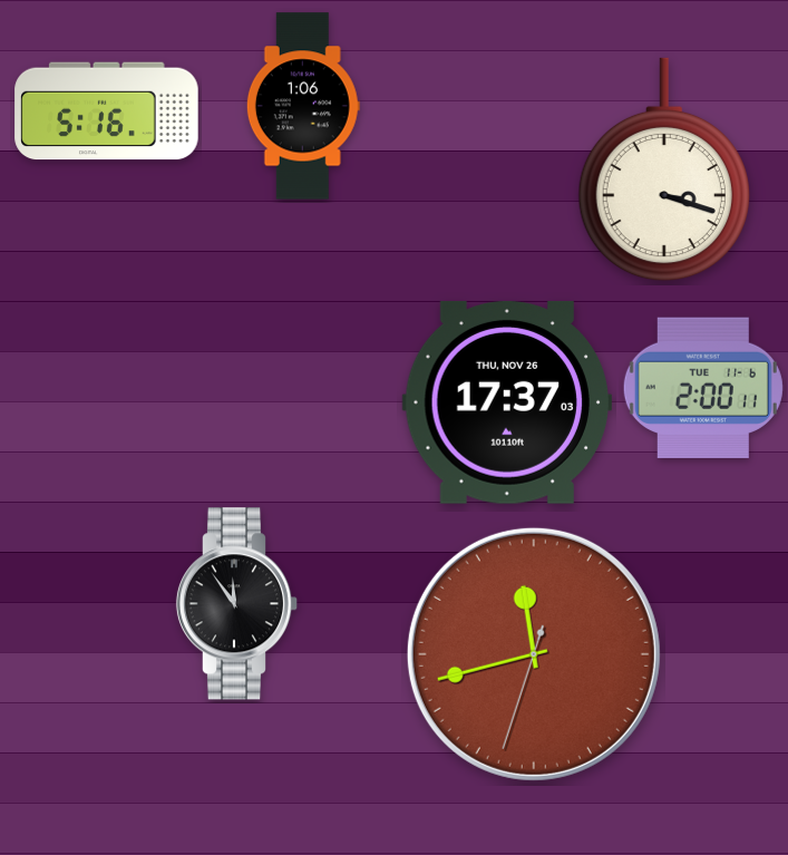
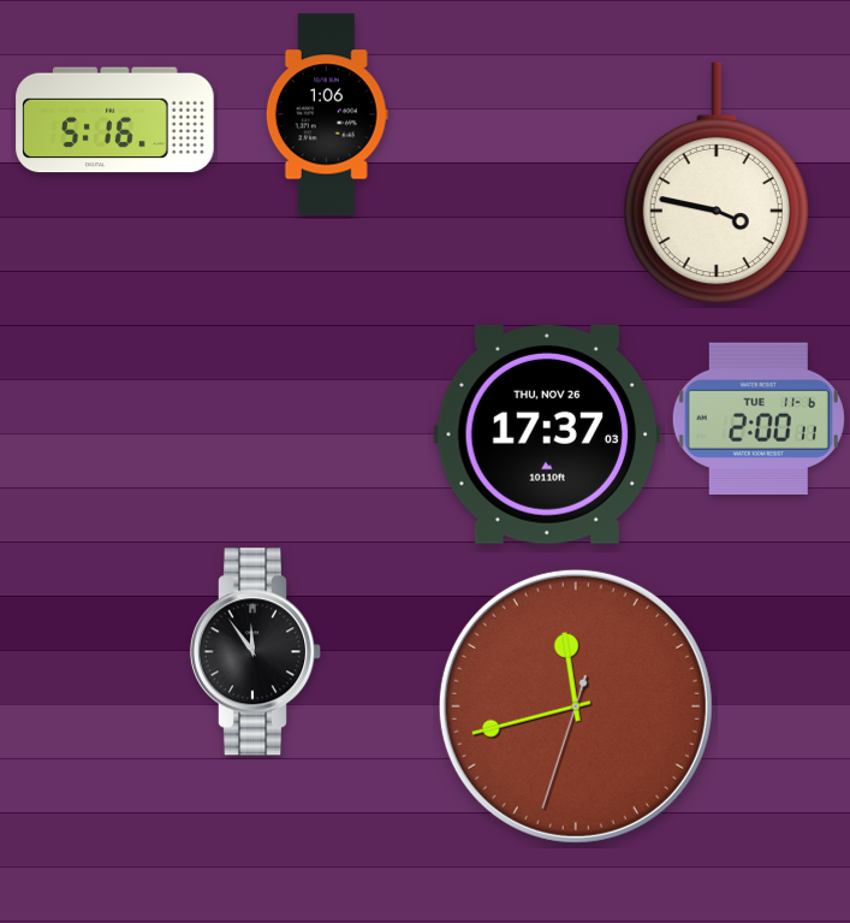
clock at (664, 169): 3:18 -> 3:47
